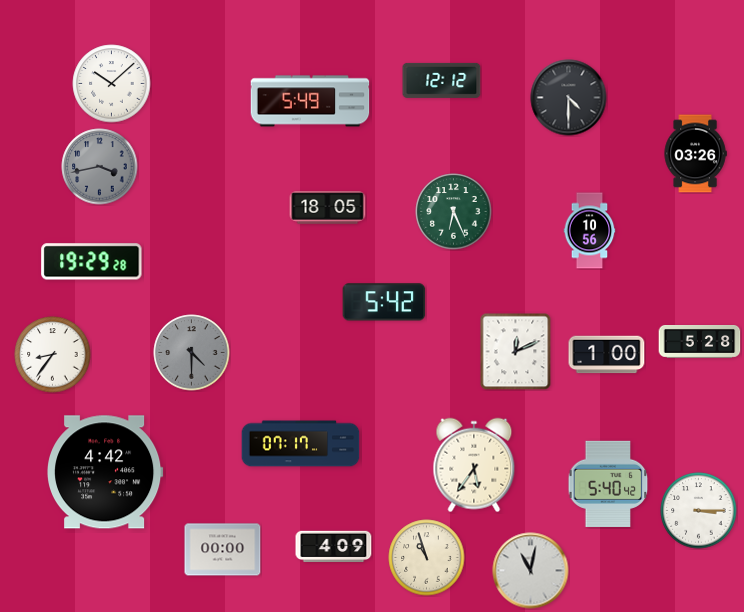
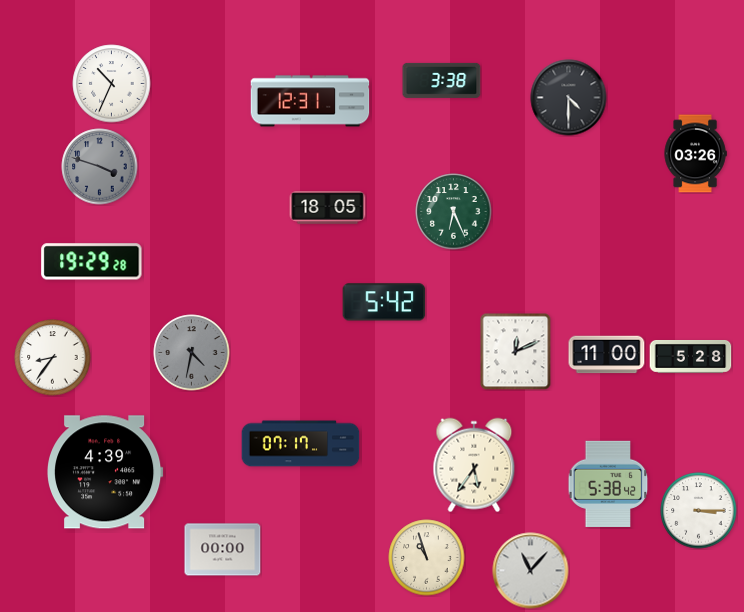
clock at (442, 80): 12:12 -> 3:38
clock at (112, 84): 10:08 -> 10:34
clock at (310, 101): 5:49 -> 12:31
clock at (100, 167): 3:43 -> 3:48
clock at (590, 231): 10:56 -> none
clock at (700, 342) position: (700, 342) -> (691, 357)
clock at (192, 353): 4:30 -> 4:32
clock at (53, 355) position: (53, 355) -> (53, 358)
clock at (607, 355): 1:00 -> 11:00
clock at (105, 472): 4:42 -> 4:39
clock at (608, 483): 5:40 -> 5:38
clock at (334, 547): 4:09 -> none
clock at (531, 571): 11:02 -> 11:07
